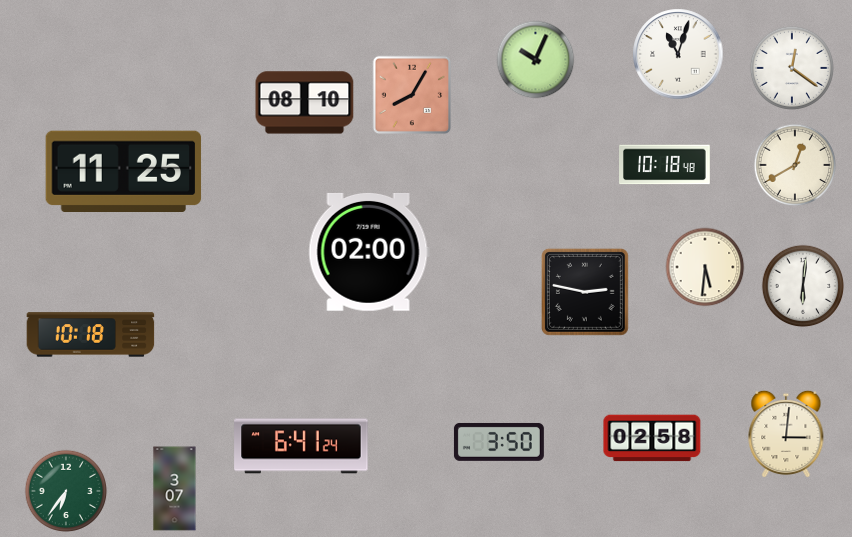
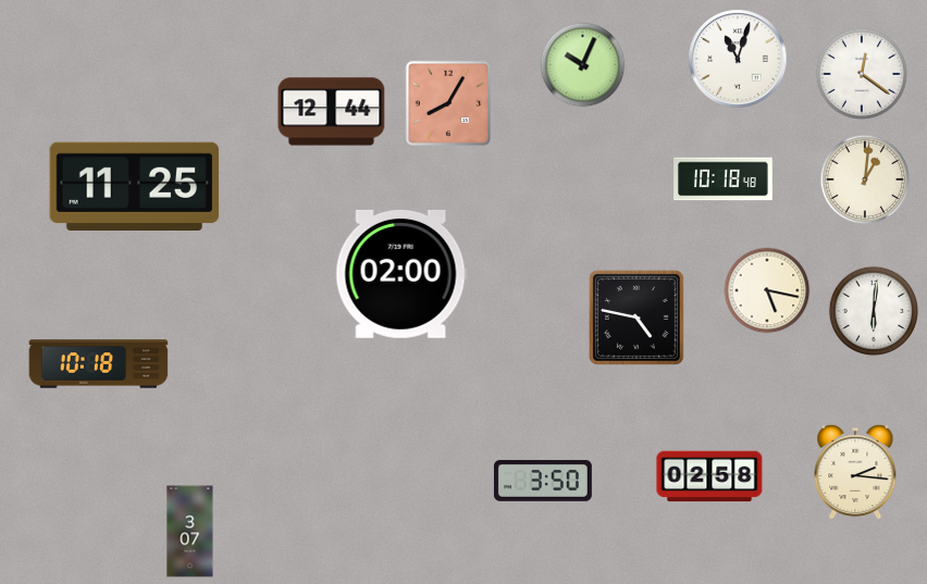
clock at (305, 103): 08:10 -> 12:44
clock at (795, 165): 12:40 -> 1:01
clock at (705, 267): 5:31 -> 5:17
clock at (585, 292): 2:47 -> 4:47
clock at (786, 434): 3:01 -> 2:16
clock at (301, 446): 6:41 -> none
clock at (66, 491): 6:36 -> none
